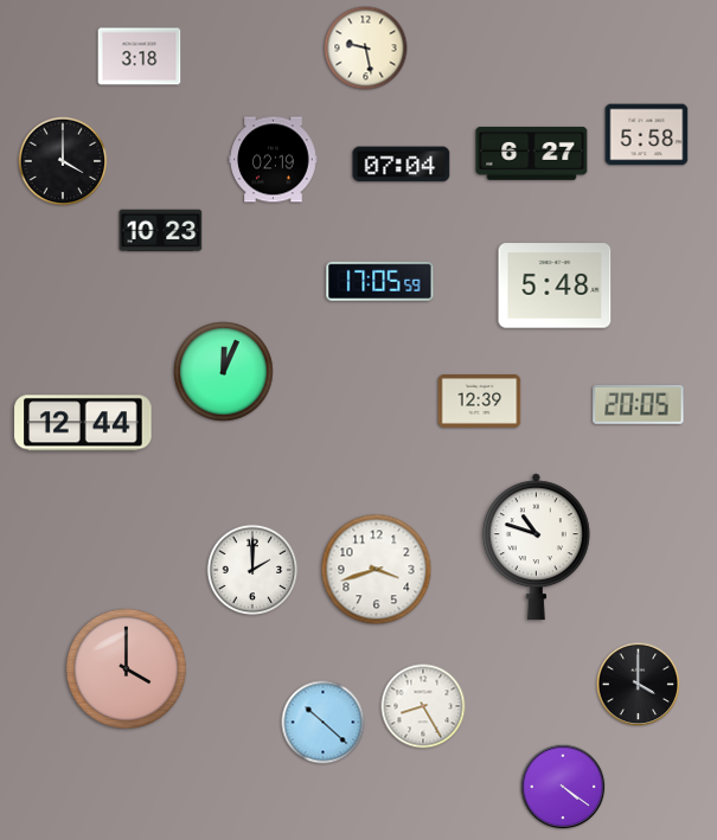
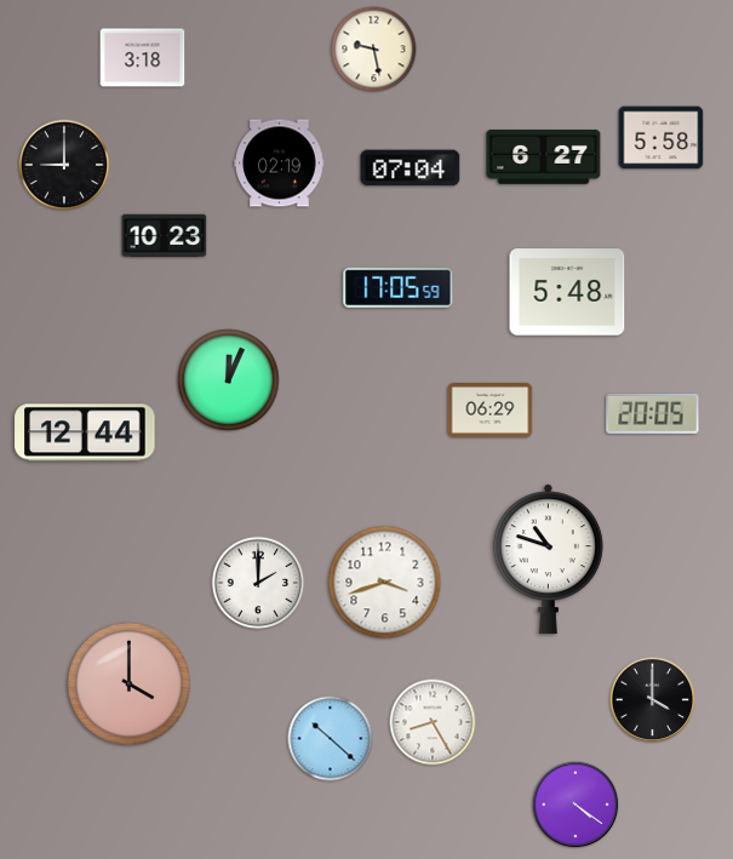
clock at (63, 161): 4:00 -> 9:00
clock at (380, 281) position: (380, 281) -> (399, 287)
clock at (480, 402): 12:39 -> 06:29
